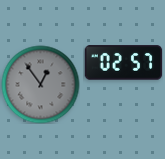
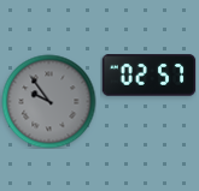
clock at (40, 84): 12:54 -> 9:54
